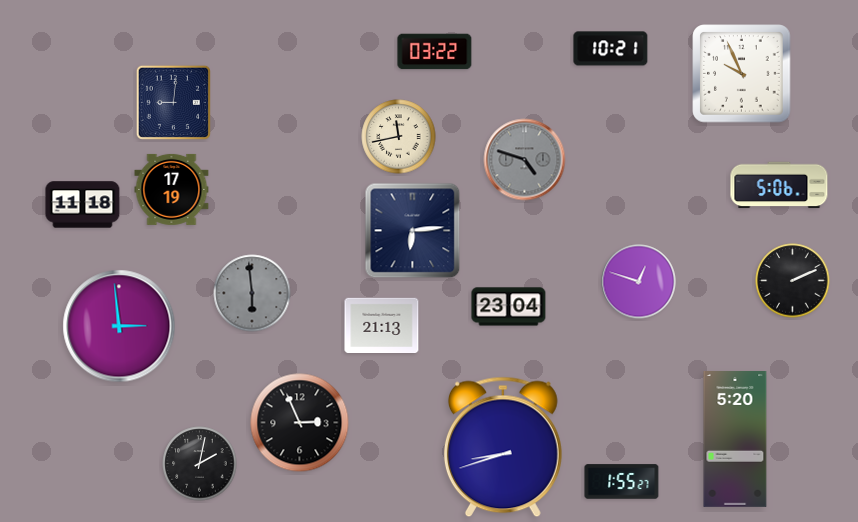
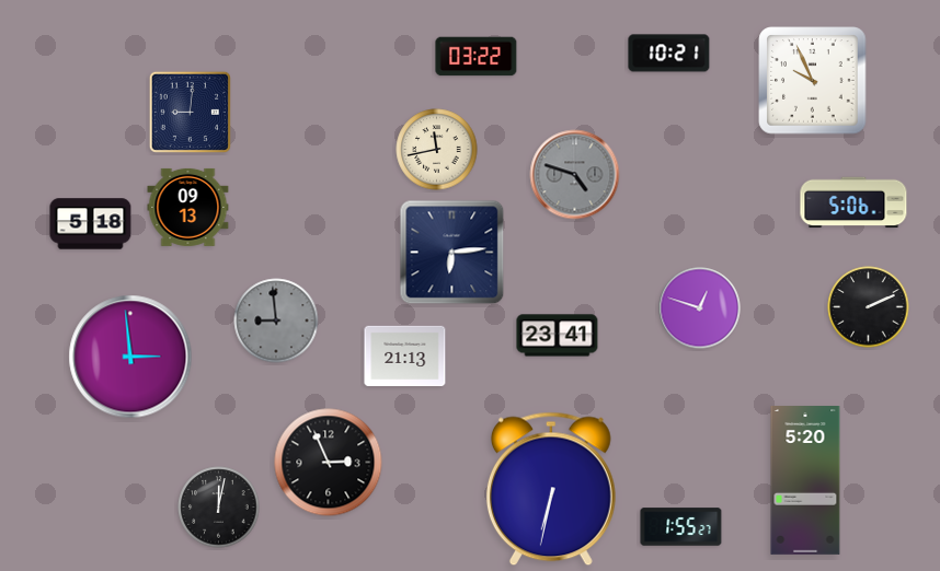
clock at (172, 189): 17:19 -> 09:13
clock at (83, 205): 11:18 -> 5:18
clock at (252, 293): 5:59 -> 8:59
clock at (509, 307): 23:04 -> 23:41
clock at (382, 325) position: (382, 325) -> (405, 356)
clock at (503, 447): 8:42 -> 6:32
clock at (200, 464): 2:02 -> 12:02
